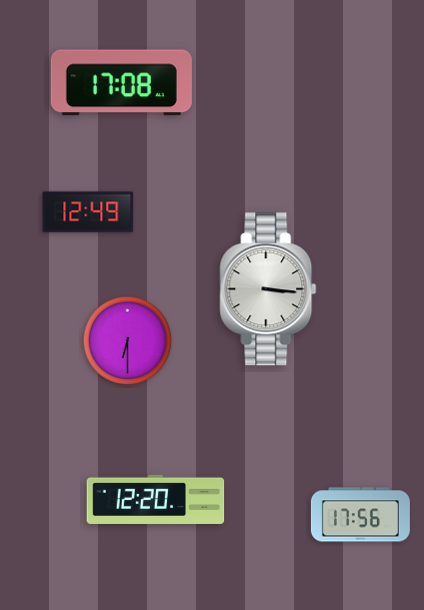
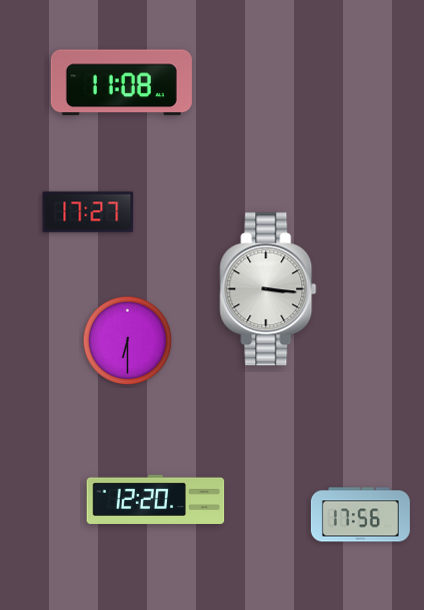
clock at (121, 83): 17:08 -> 11:08
clock at (88, 212): 12:49 -> 17:27
